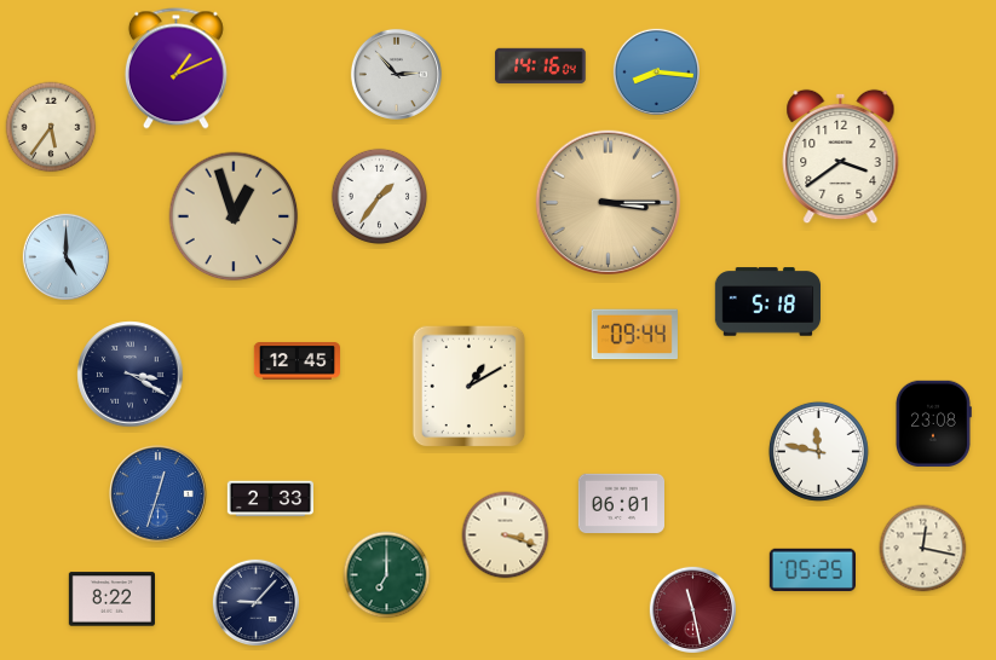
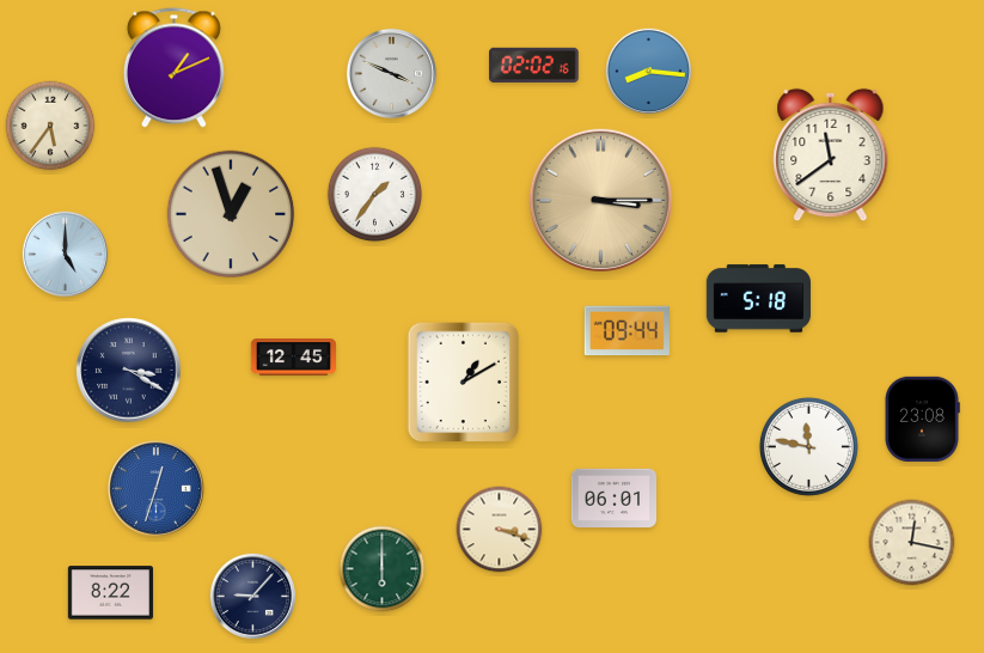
clock at (541, 65): 14:16 -> 02:02
clock at (396, 74): 2:53 -> 3:49
clock at (841, 157): 3:39 -> 11:39
clock at (270, 499): 2:33 -> none
clock at (812, 569): 05:25 -> none
clock at (387, 575): 7:00 -> 6:00
clock at (692, 609): 11:28 -> none
